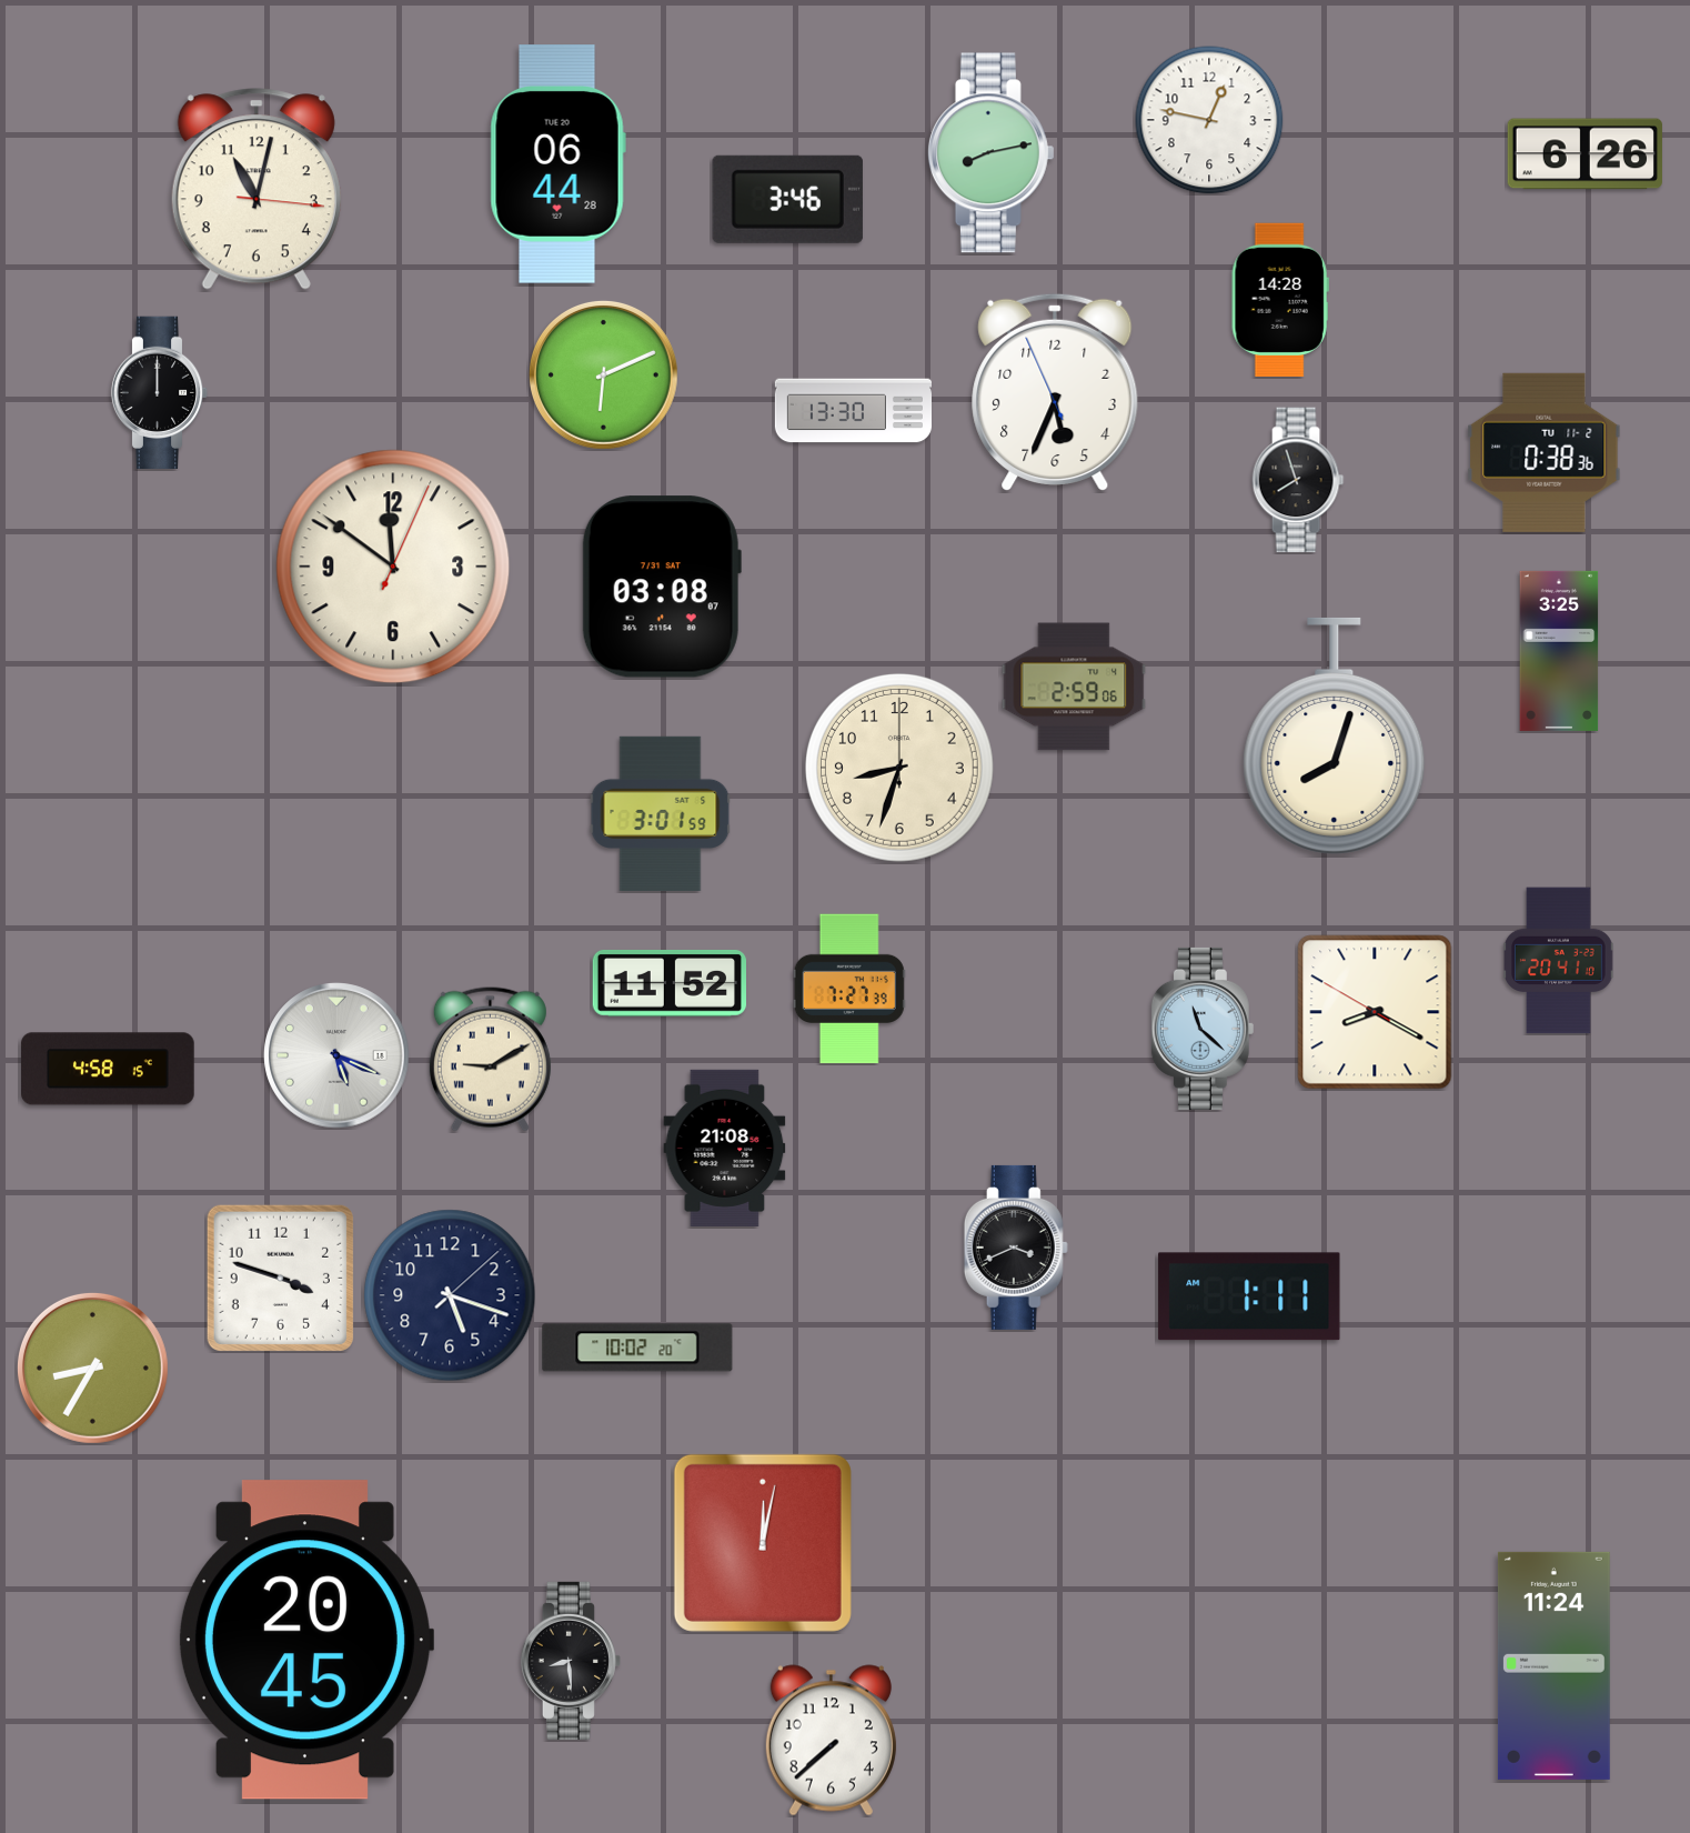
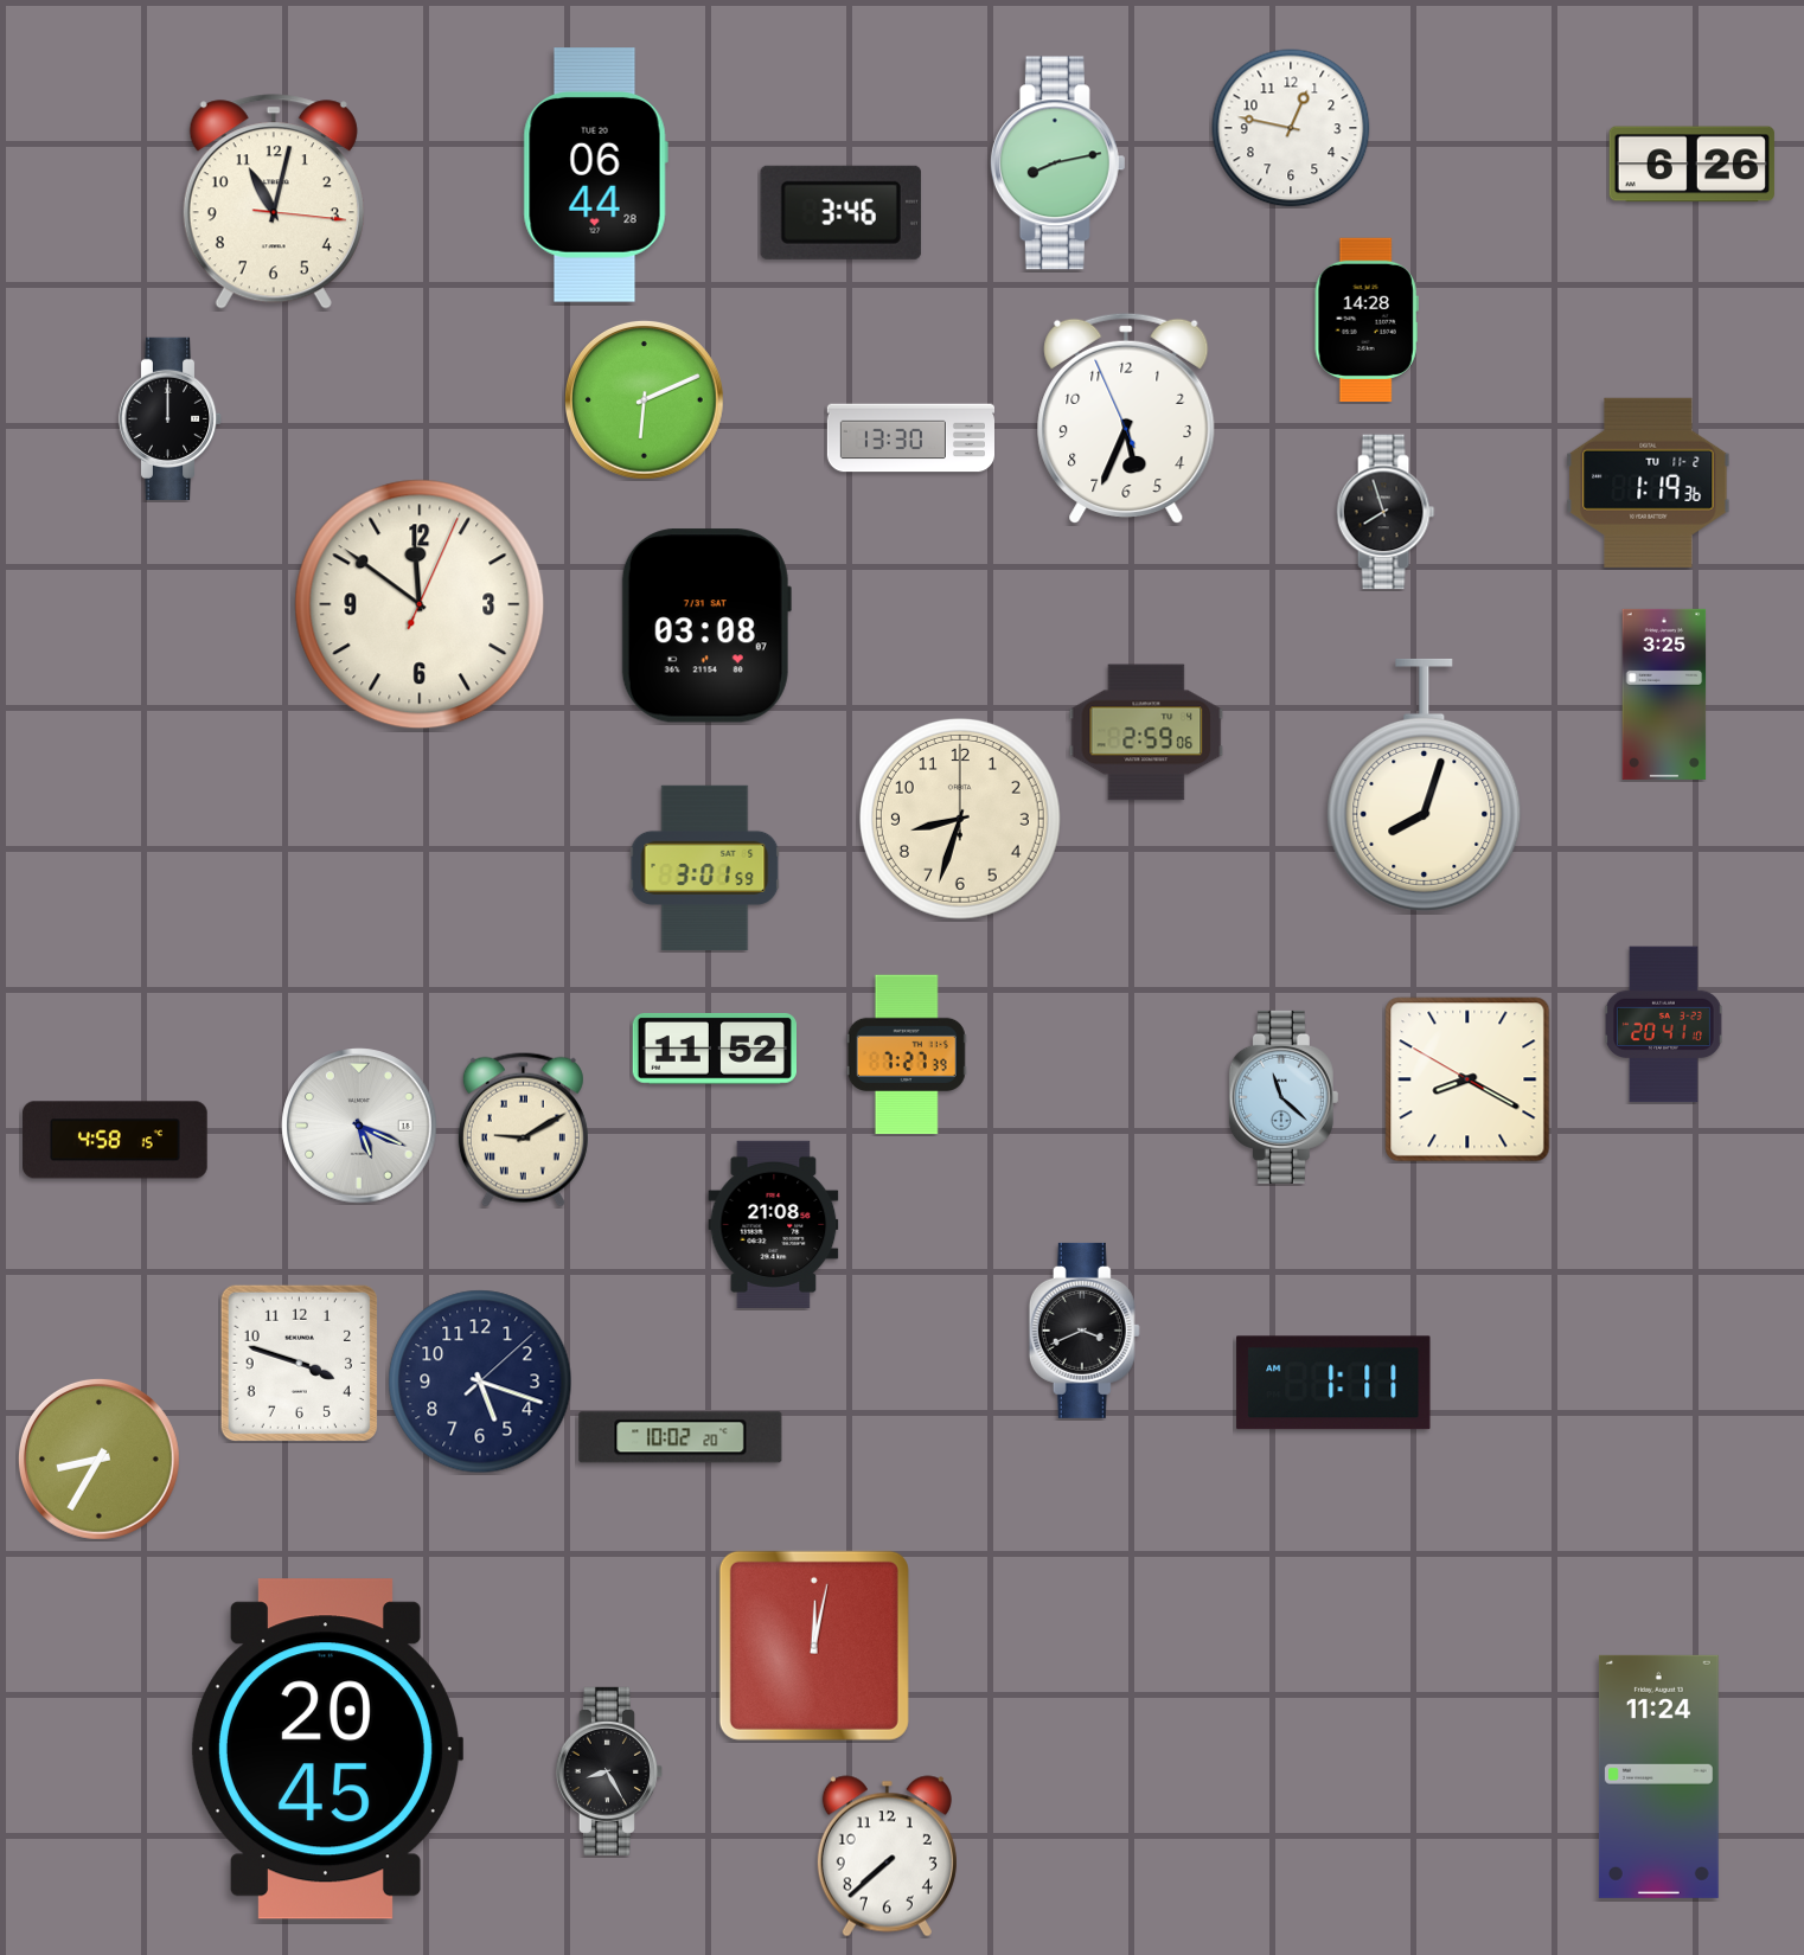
clock at (1545, 452): 0:38 -> 1:19
clock at (571, 1661): 8:29 -> 8:25
